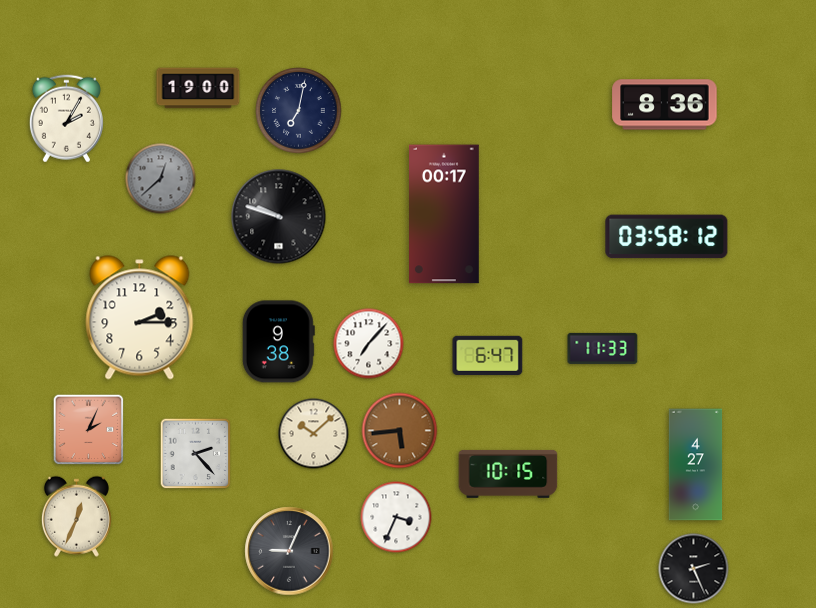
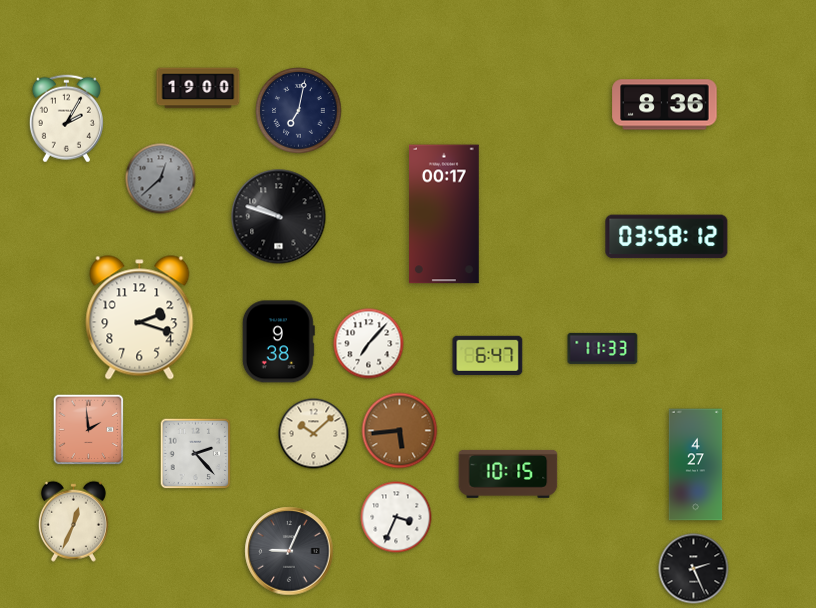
clock at (140, 318): 2:15 -> 2:18
clock at (89, 430): 2:04 -> 1:59
clock at (76, 516) position: (76, 516) -> (73, 521)
